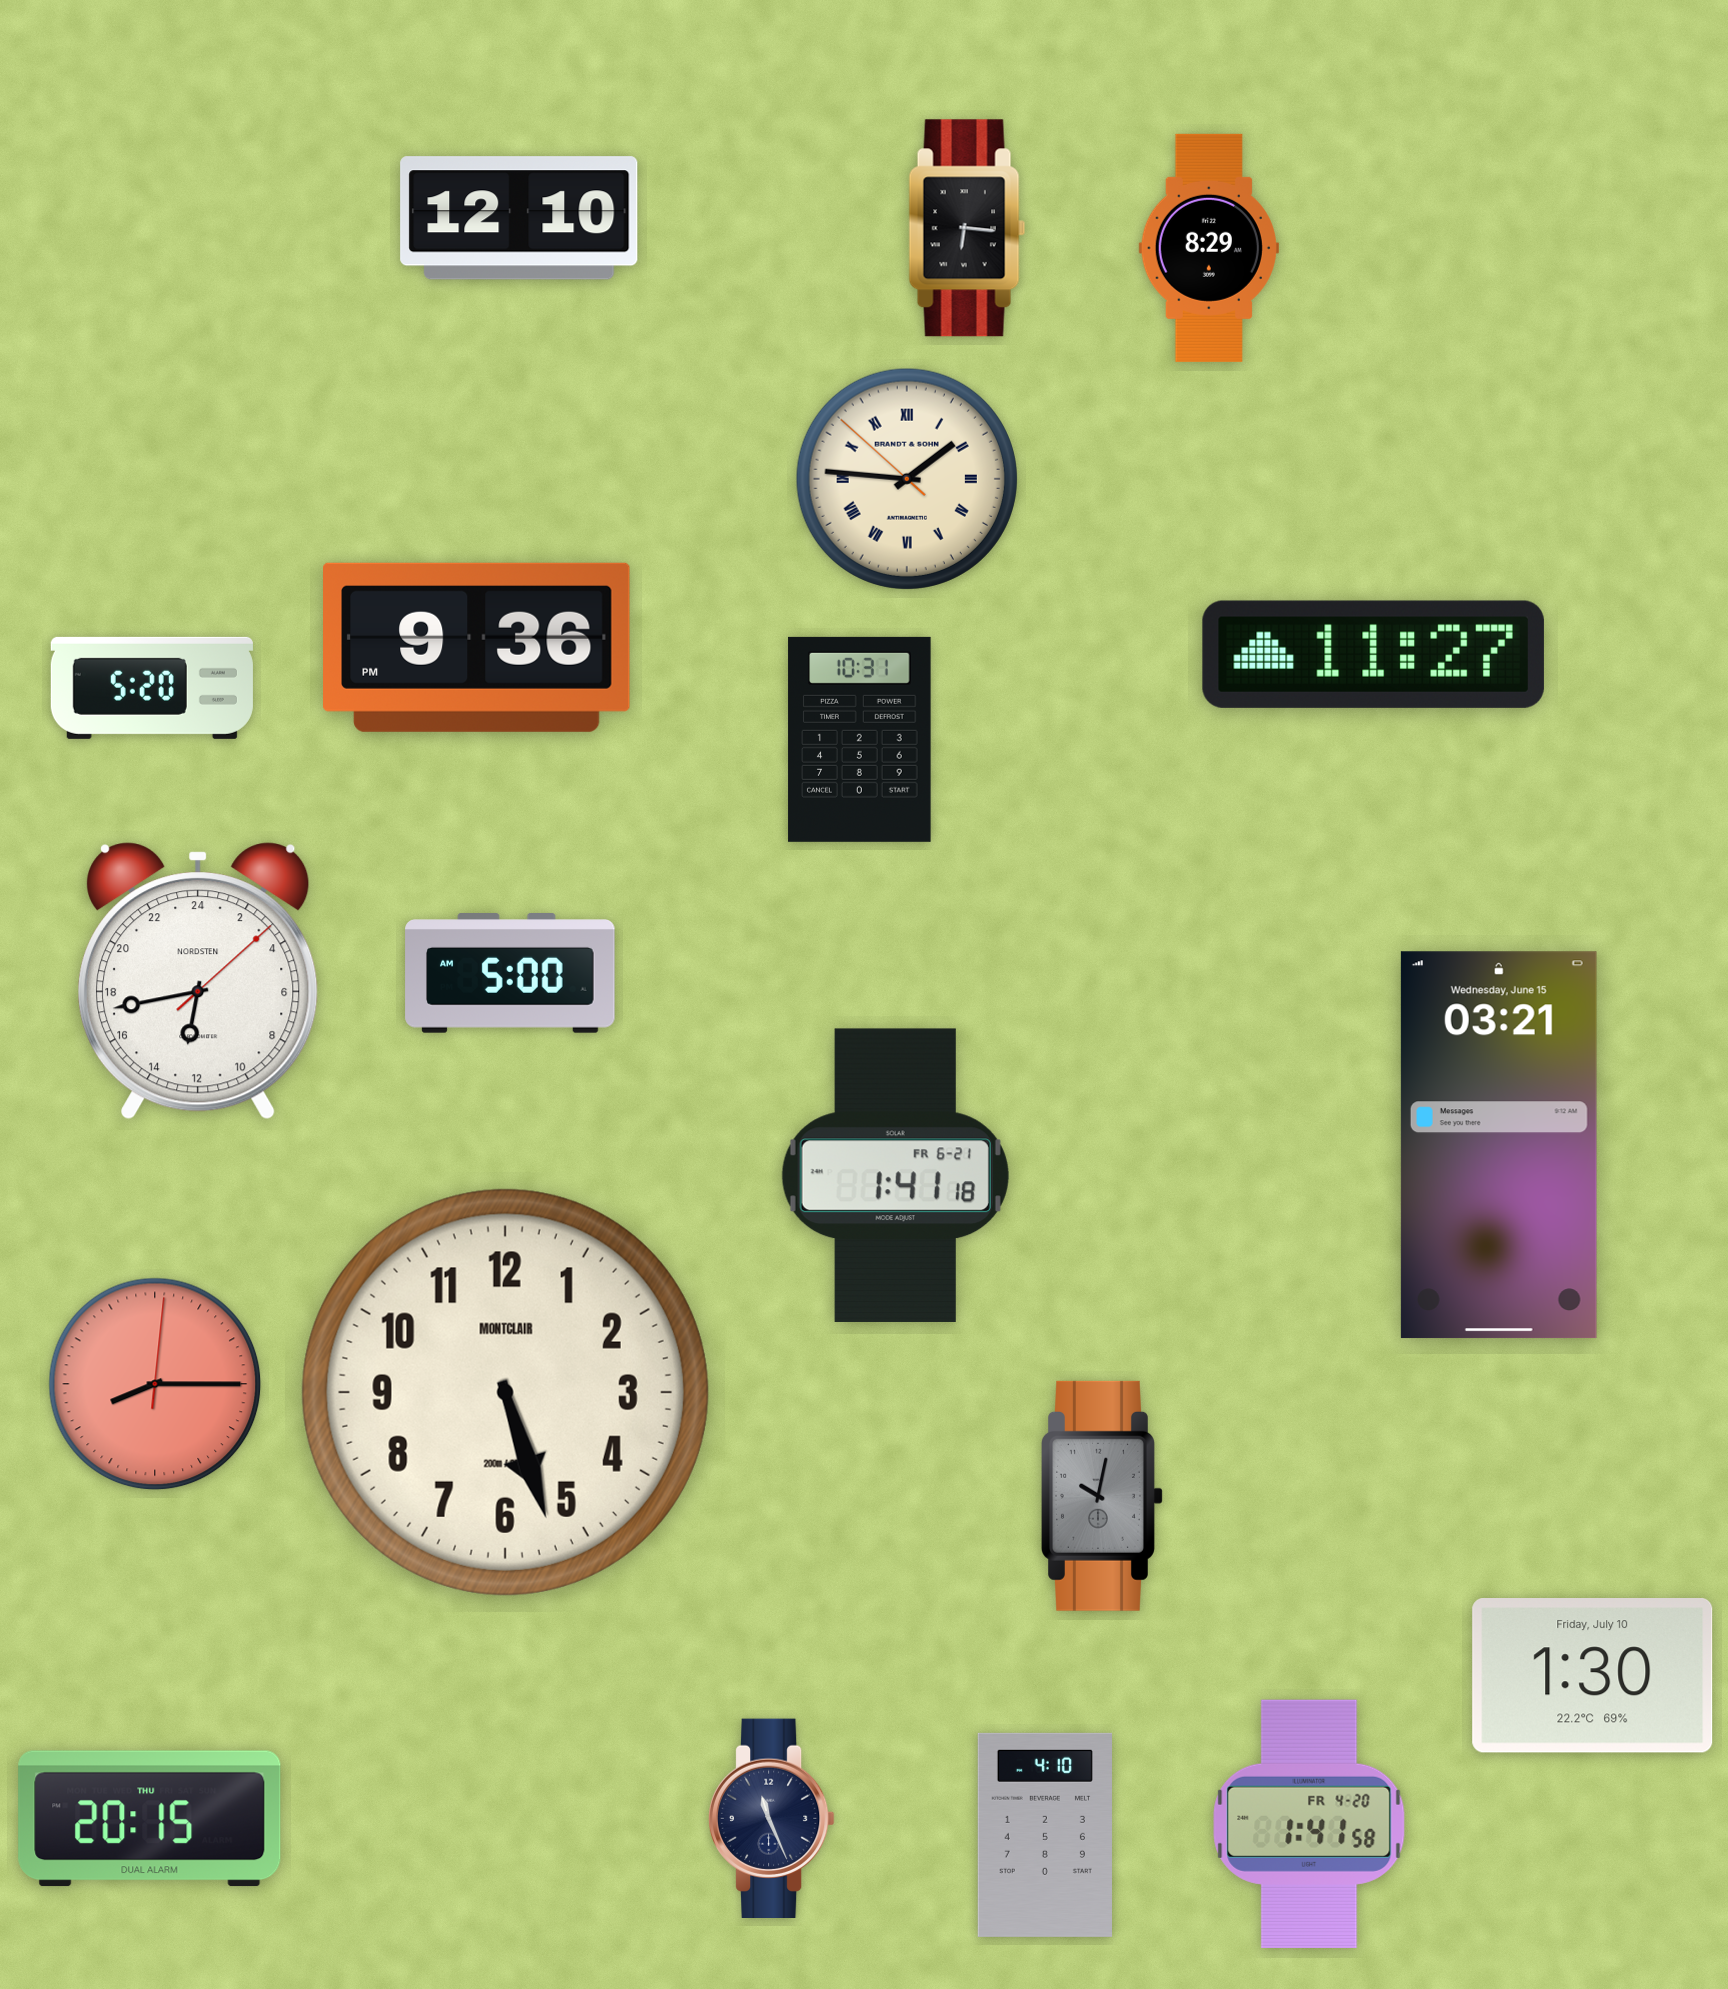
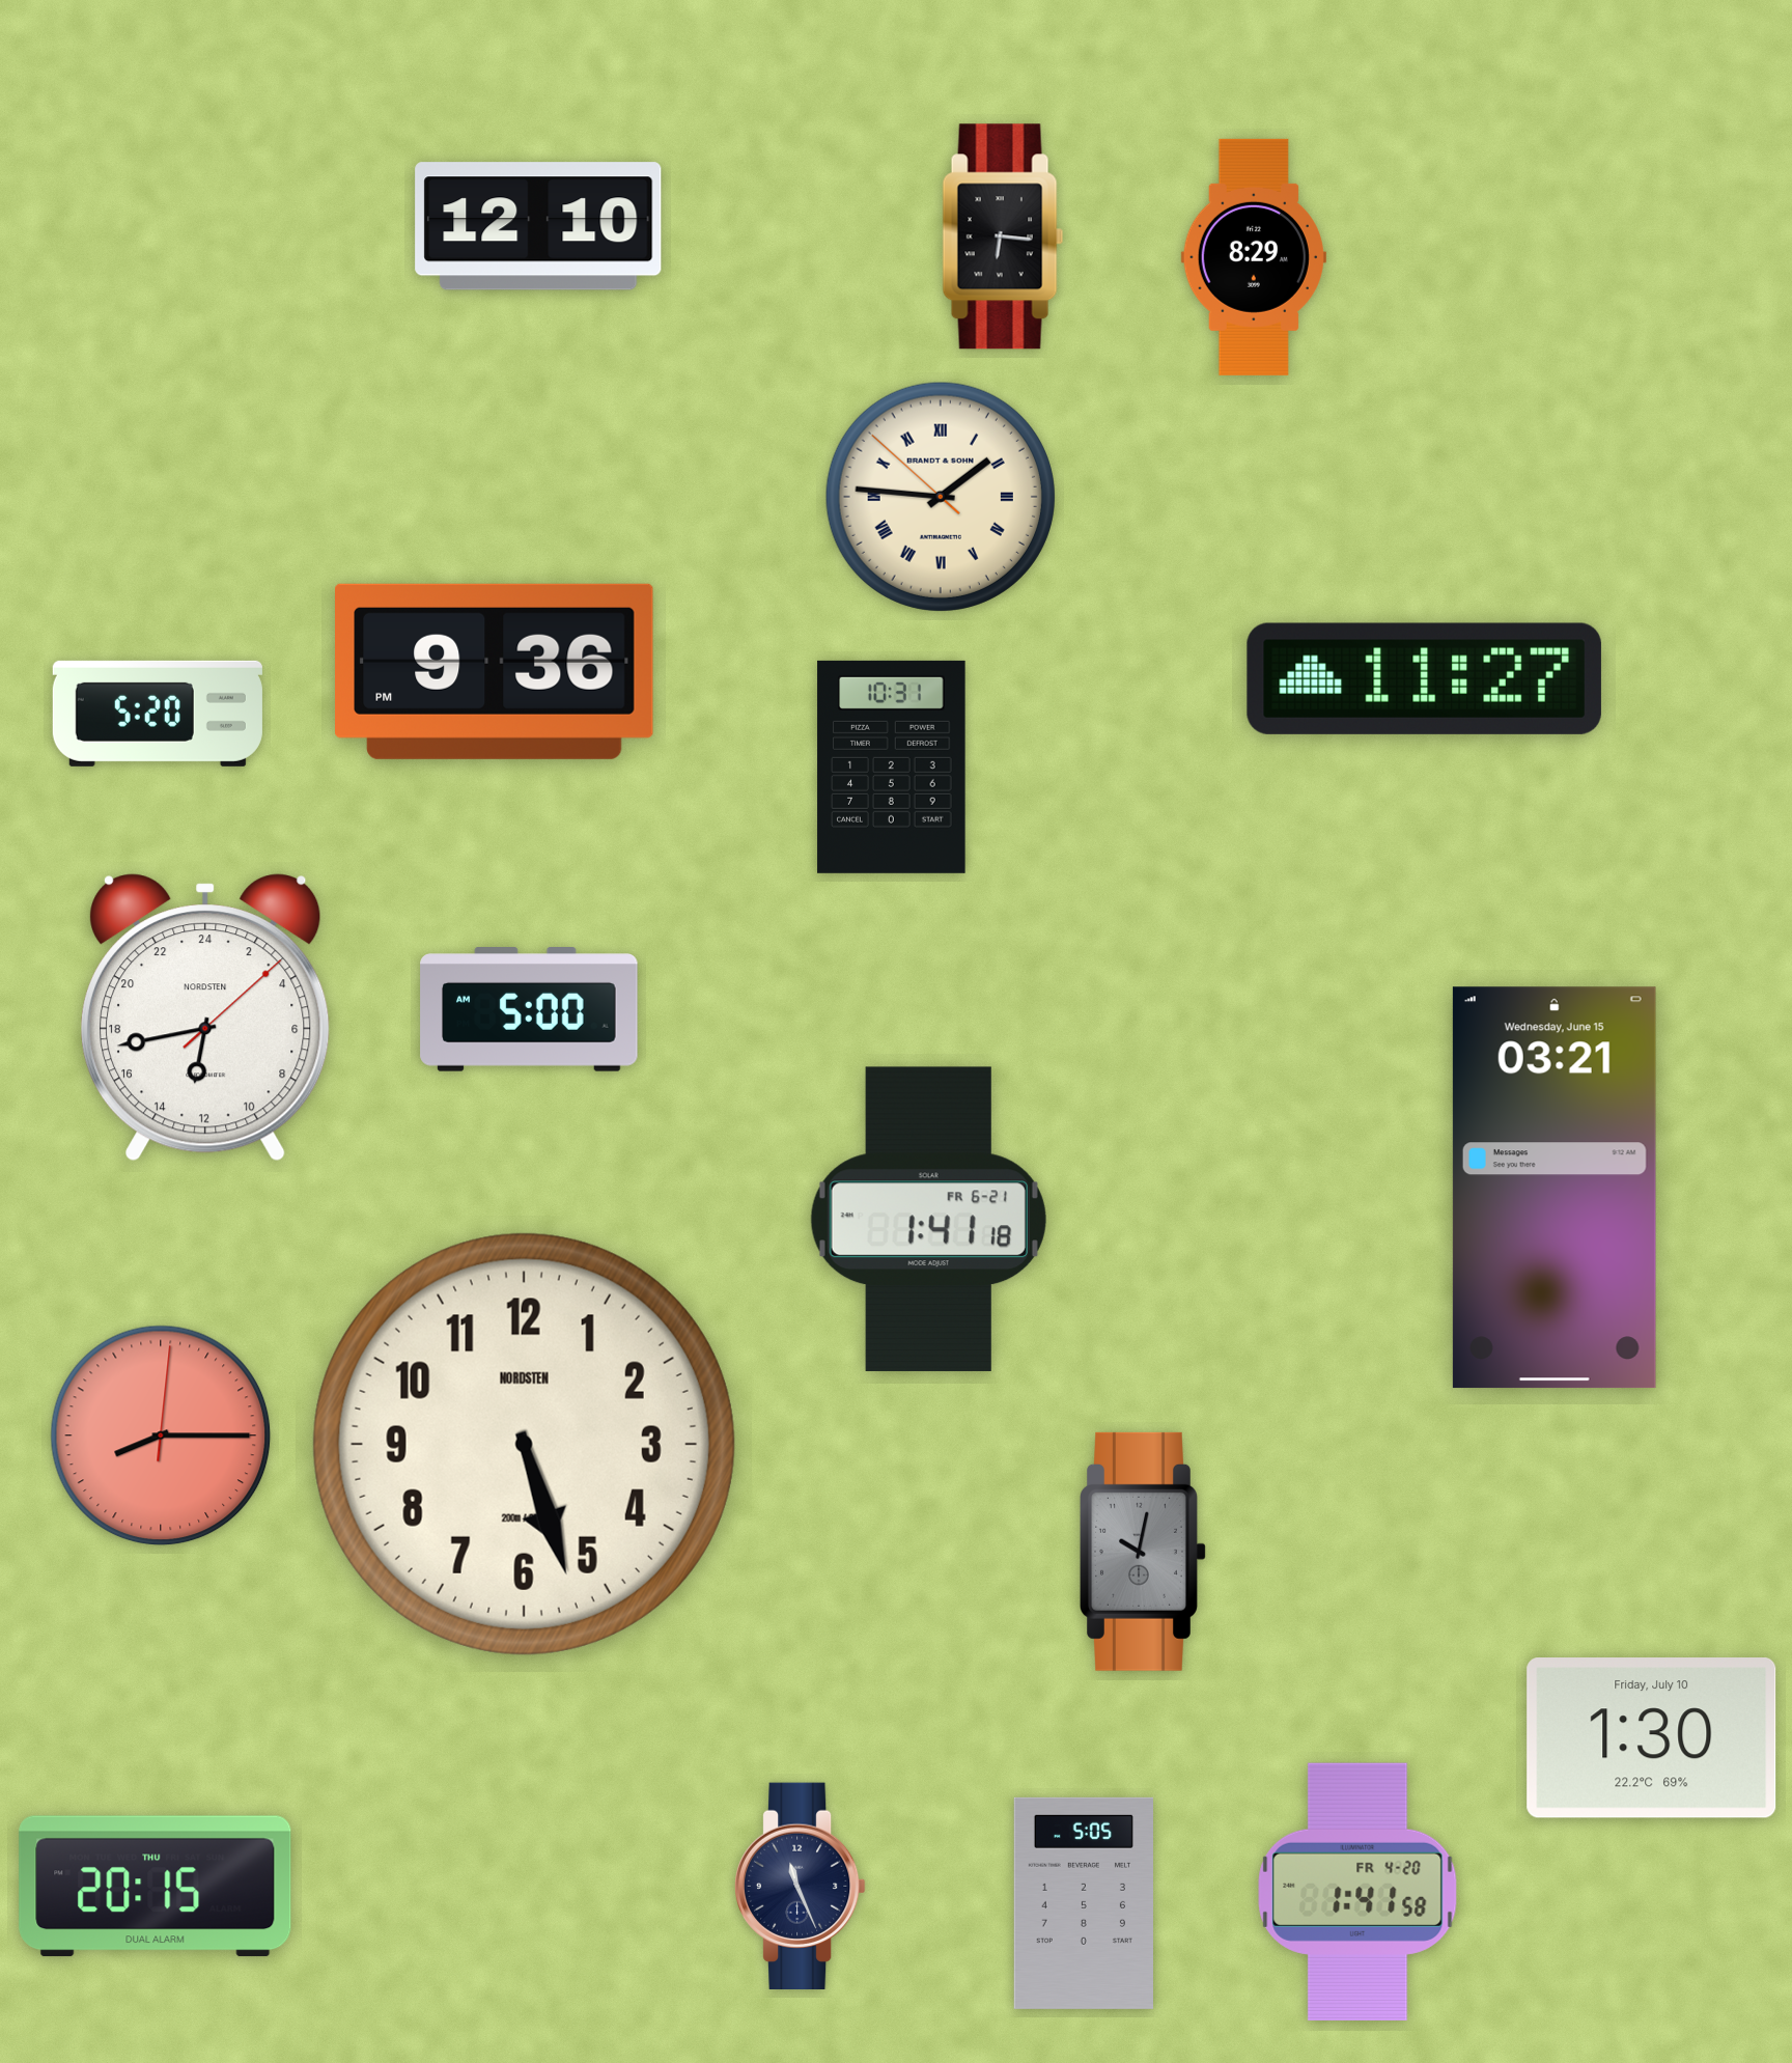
clock at (505, 1392) brand: MONTCLAIR -> NORDSTEN
clock at (1044, 1835): 4:10 -> 5:05
